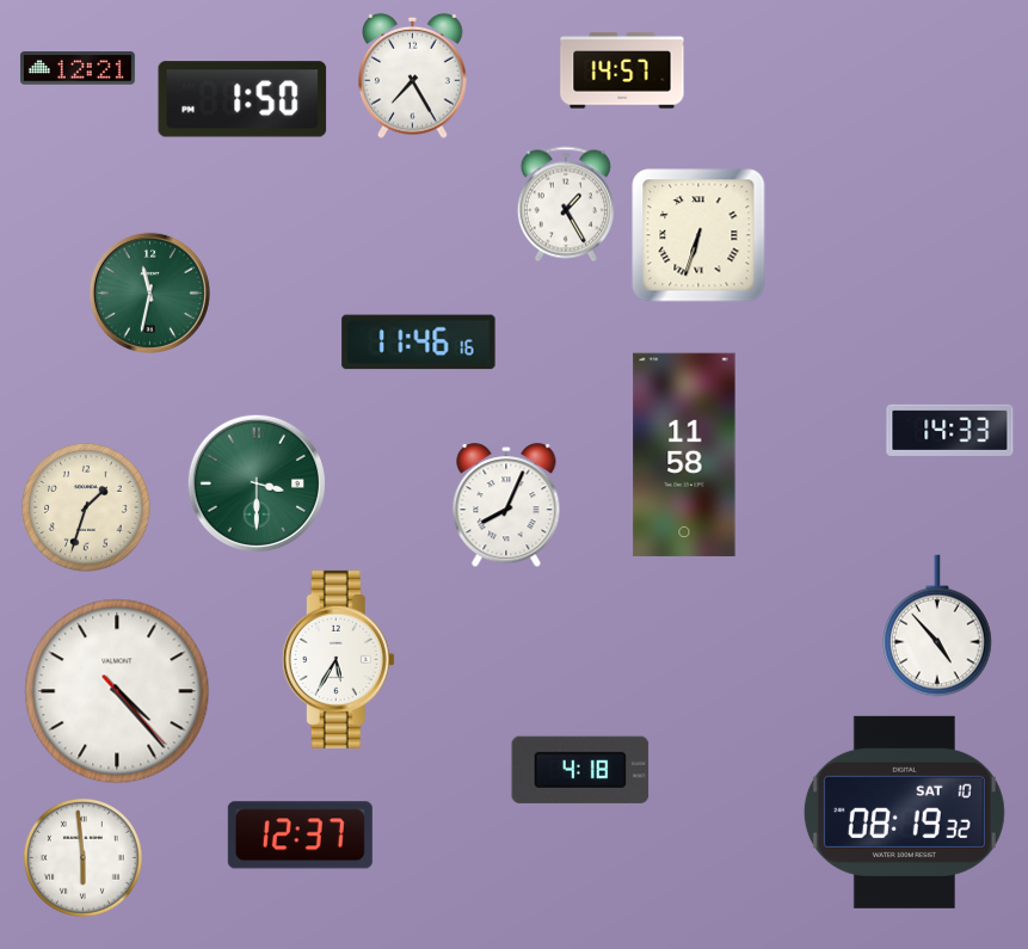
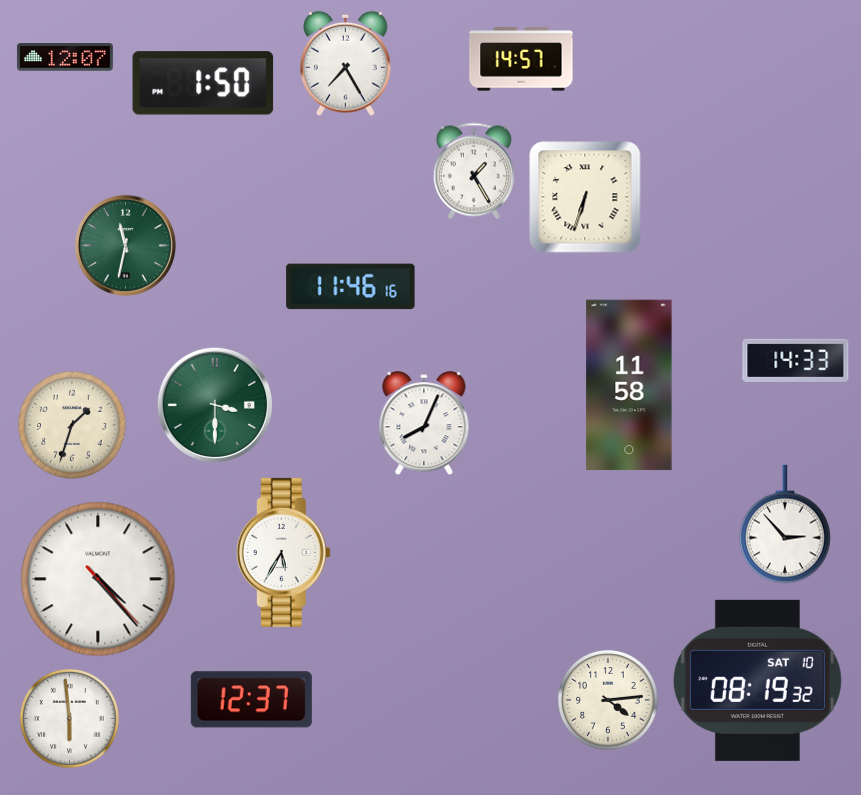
clock at (78, 68): 12:21 -> 12:07
clock at (684, 455) position: (684, 455) -> (629, 385)
clock at (937, 626): 4:53 -> 2:53
clock at (580, 770): 4:18 -> none
clock at (609, 701): none -> 4:14
